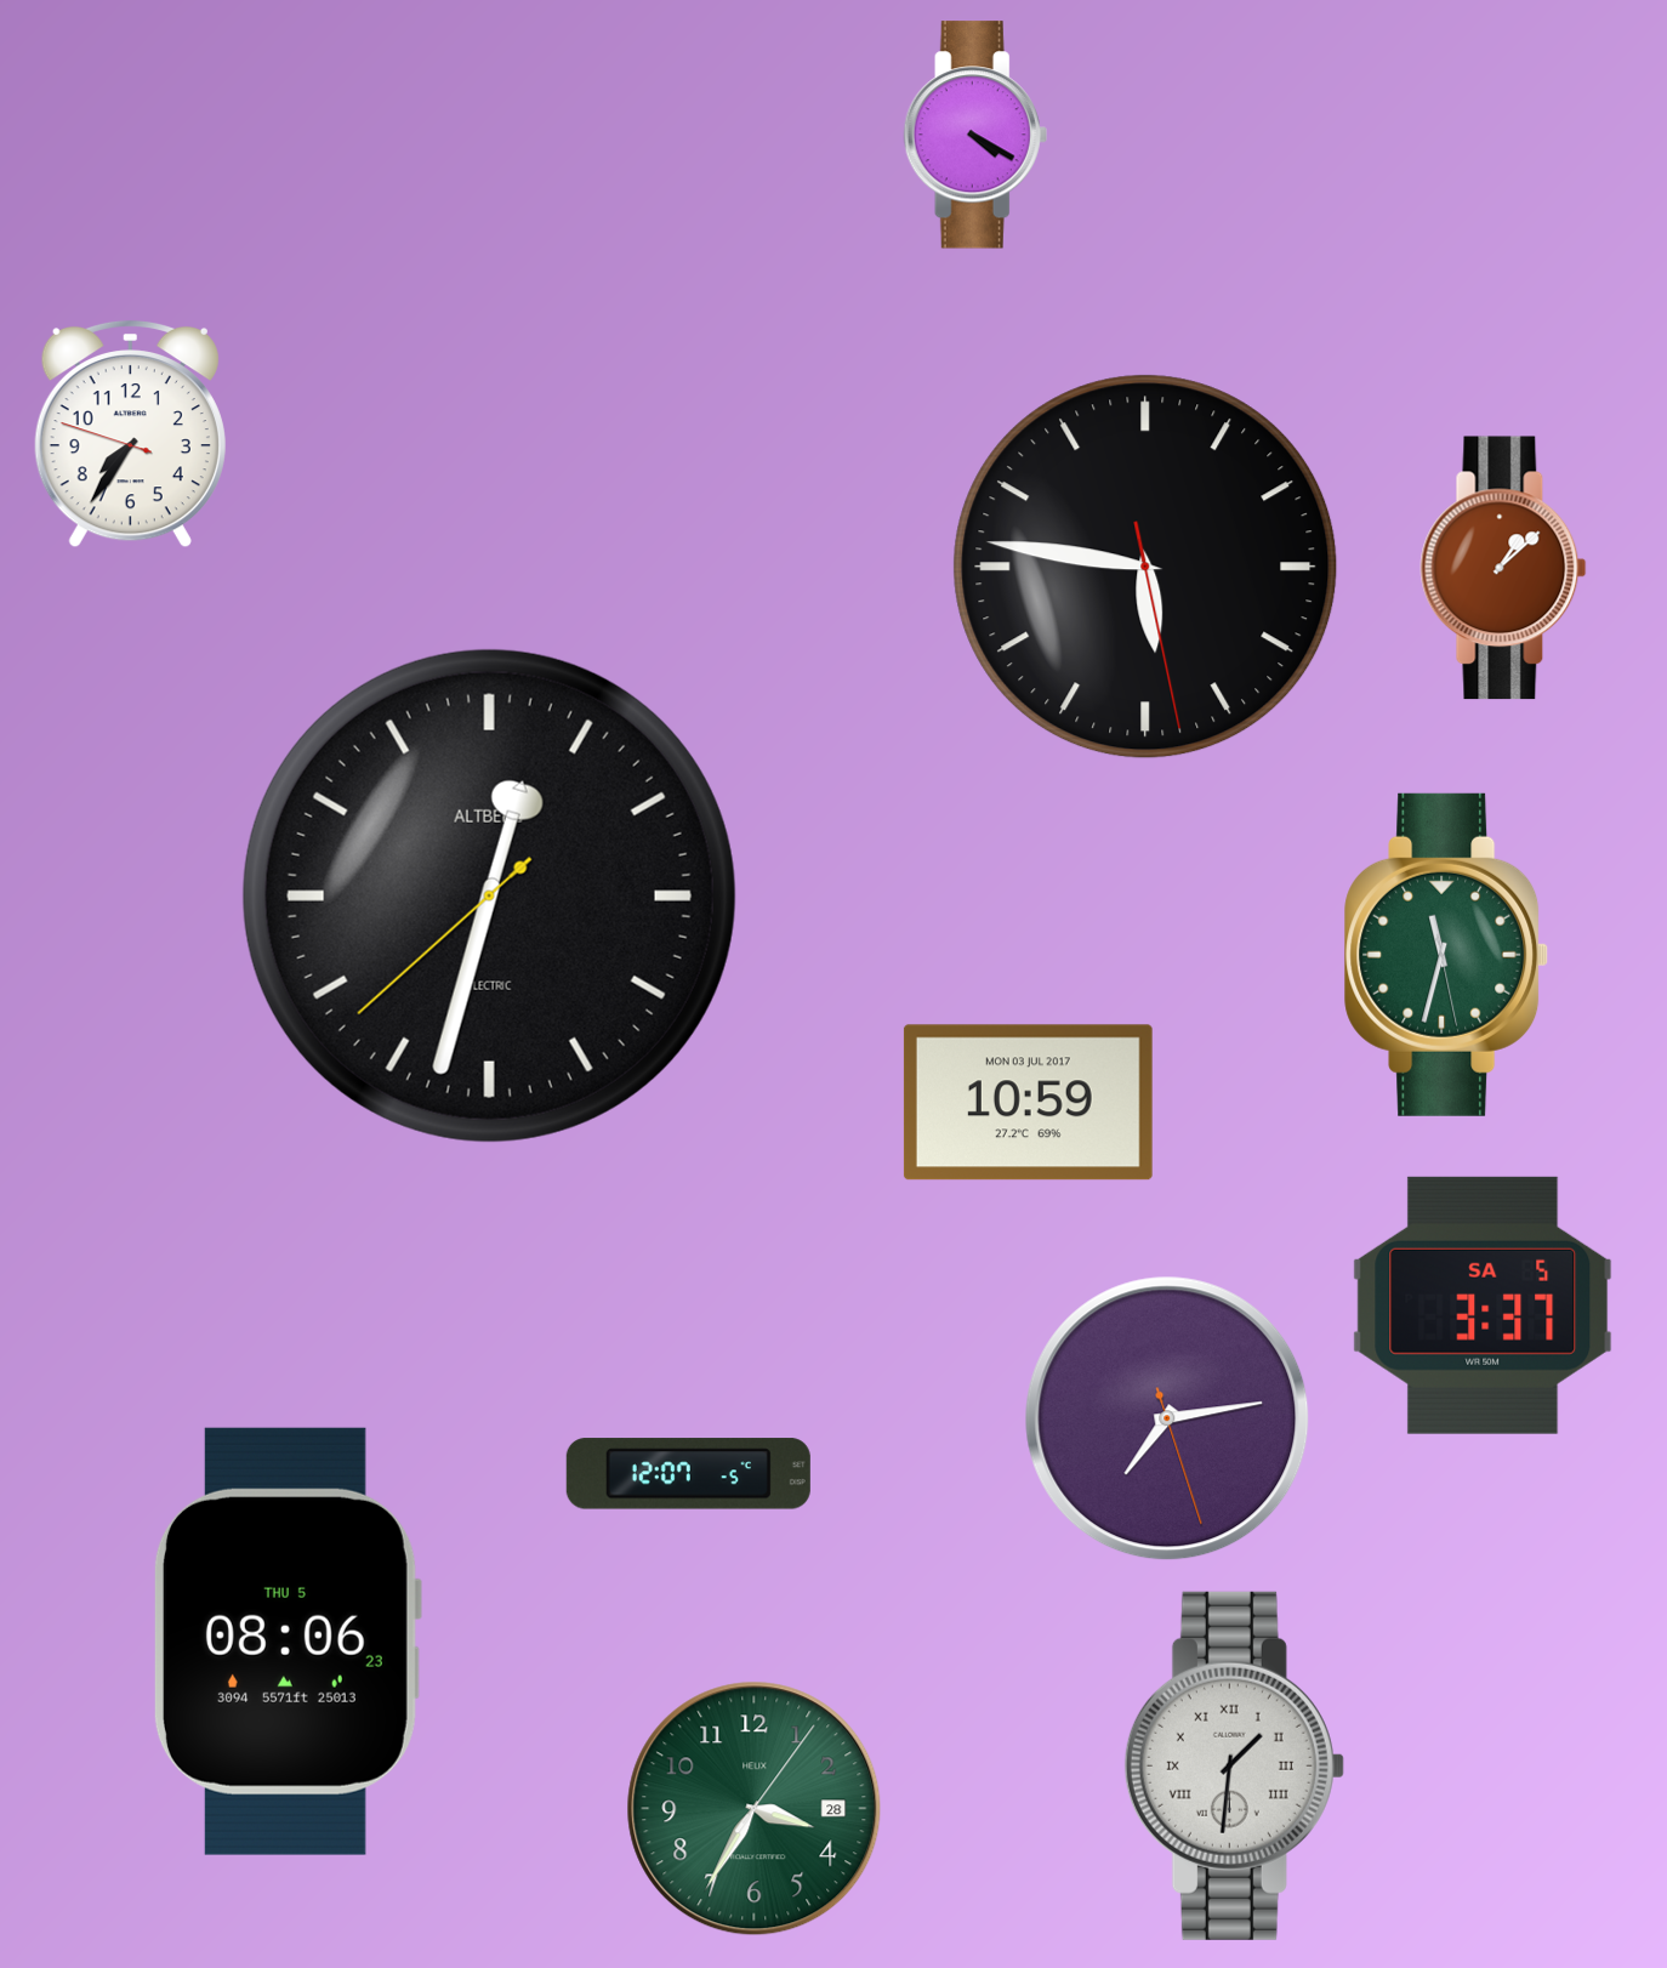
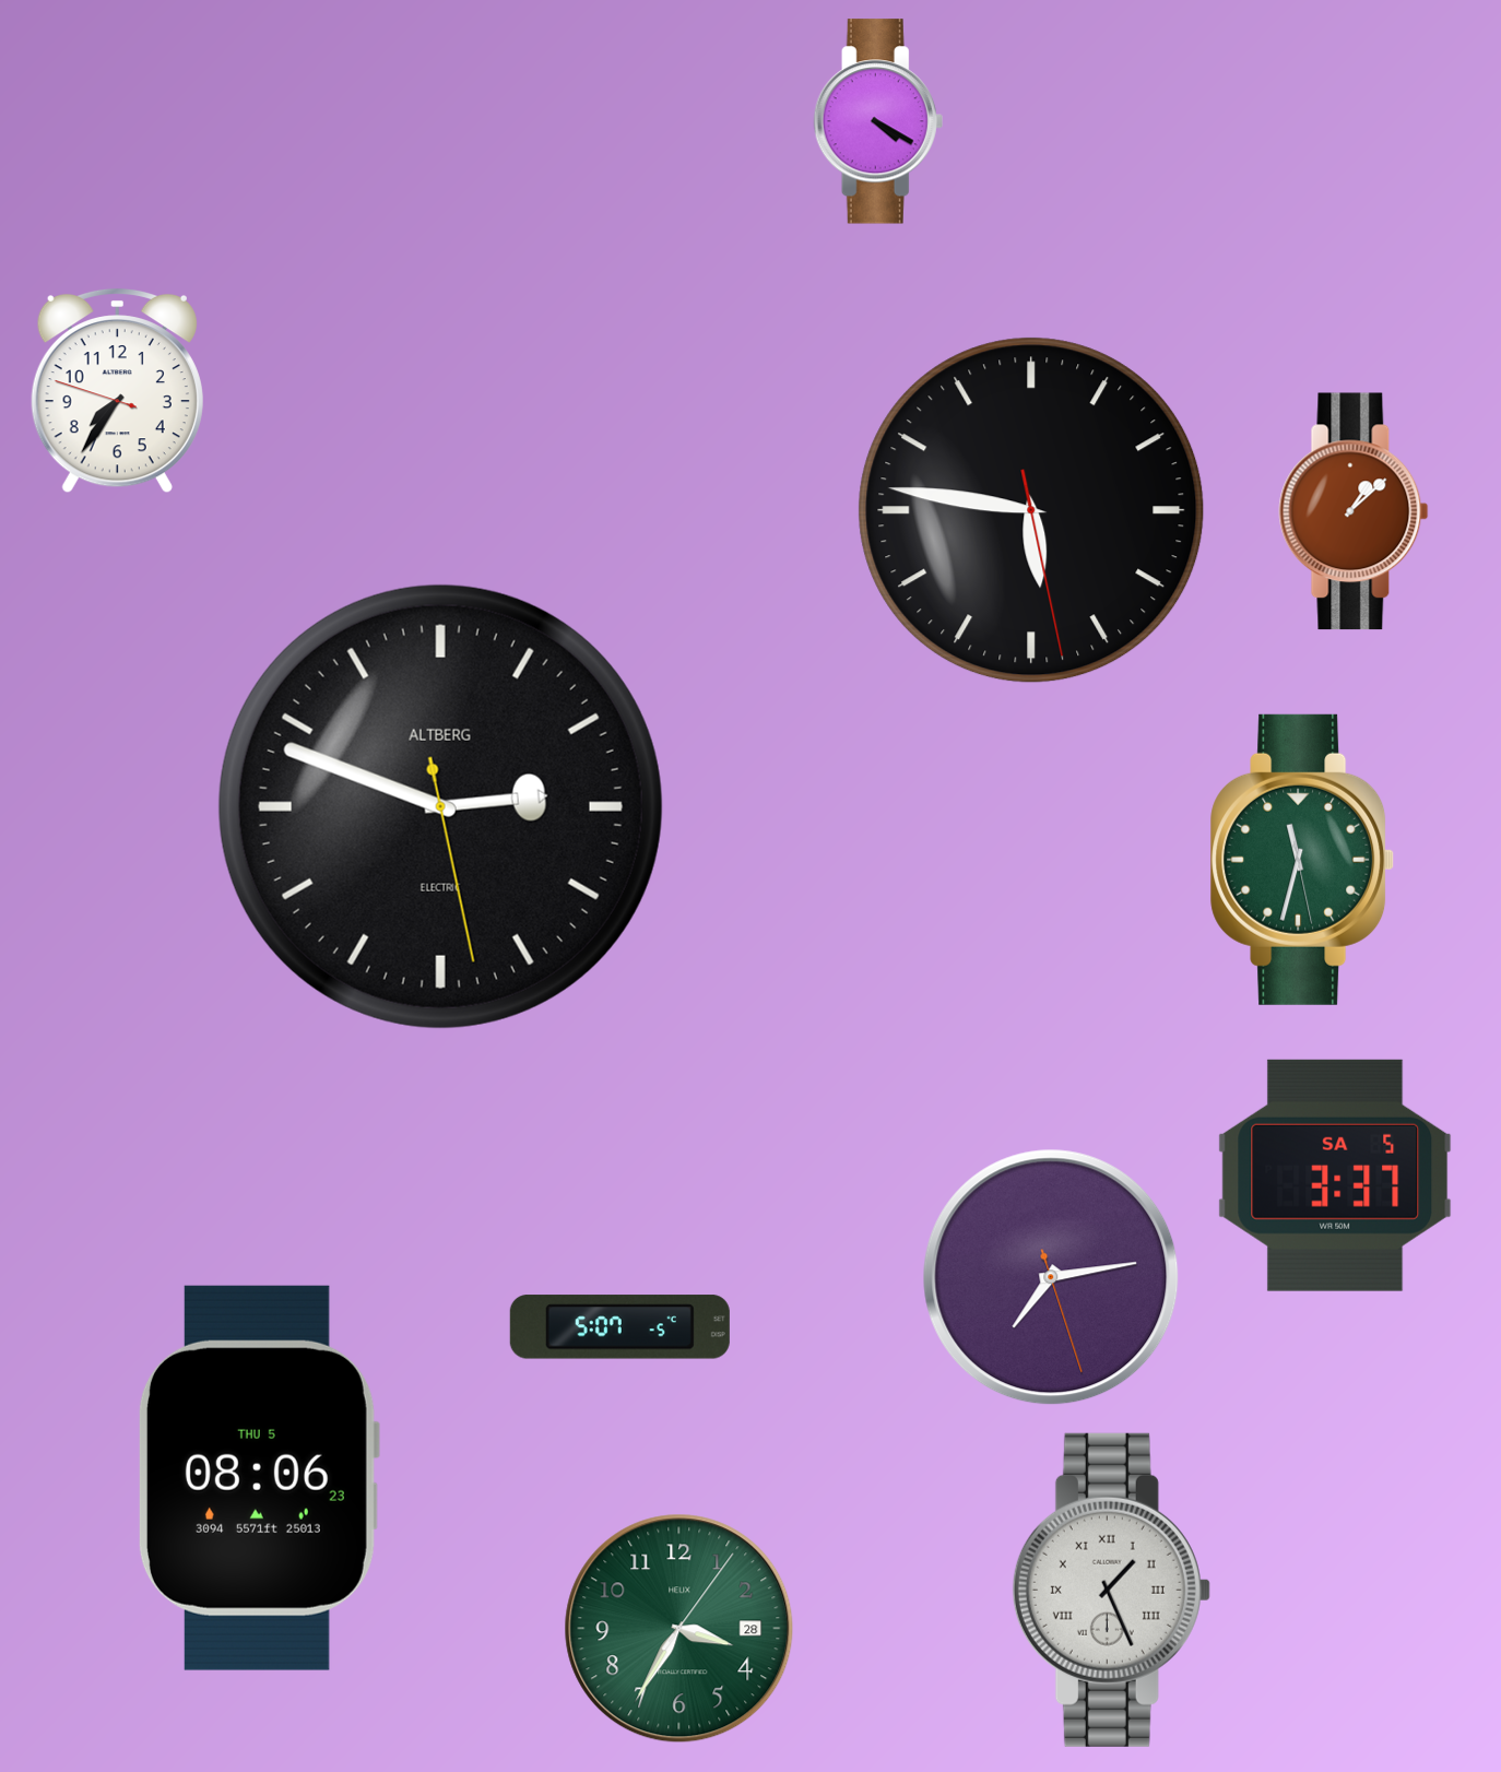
clock at (489, 895): 12:32 -> 2:48
clock at (1028, 1103): 10:59 -> none
clock at (688, 1474): 12:07 -> 5:07
clock at (1234, 1765): 1:31 -> 1:26
